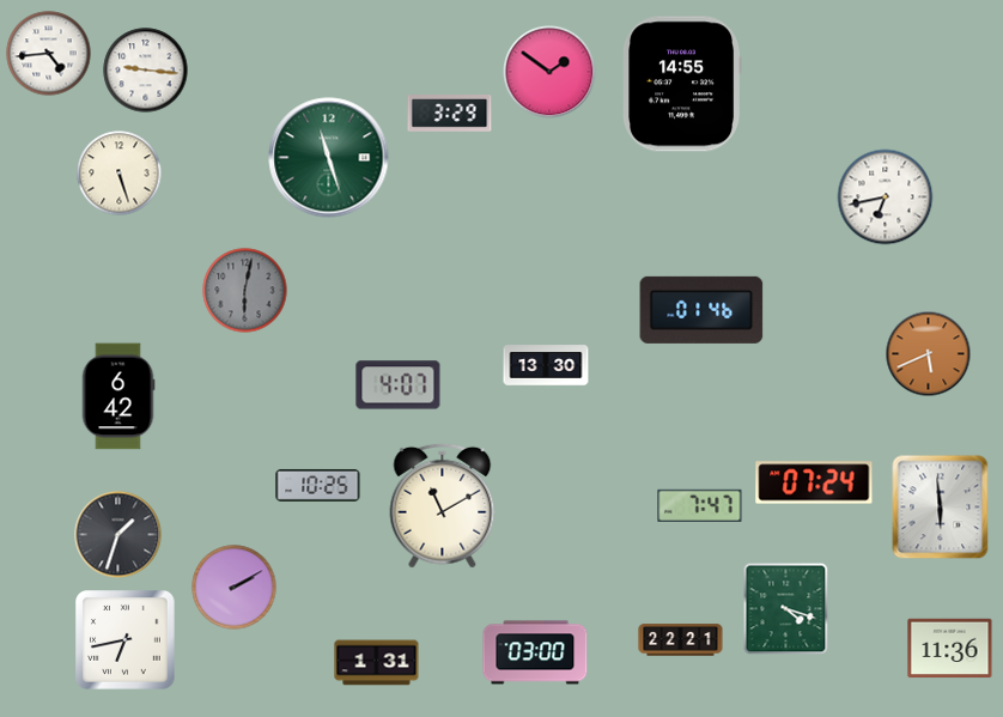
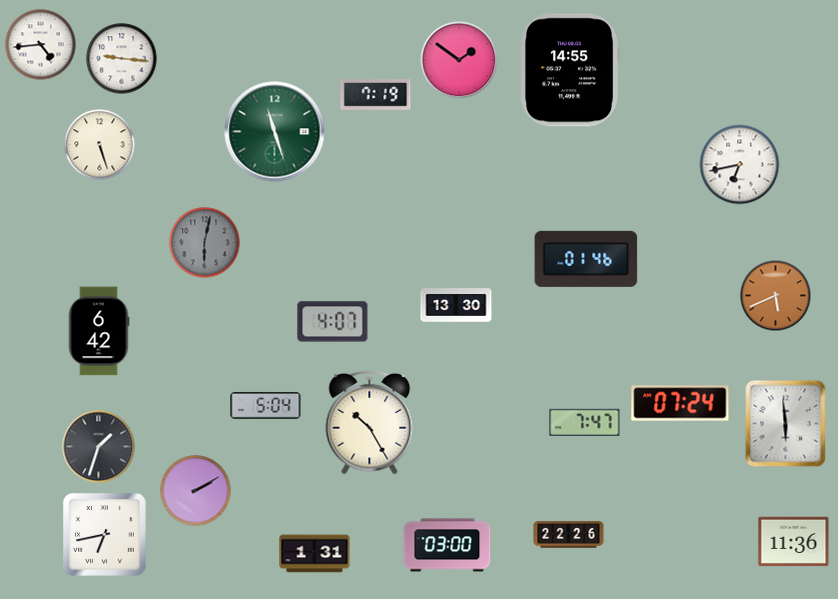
clock at (450, 114): 3:29 -> 7:19
clock at (318, 485): 10:25 -> 5:04
clock at (443, 505): 11:10 -> 10:25
clock at (786, 609): 4:18 -> none
clock at (681, 640): 22:21 -> 22:26
